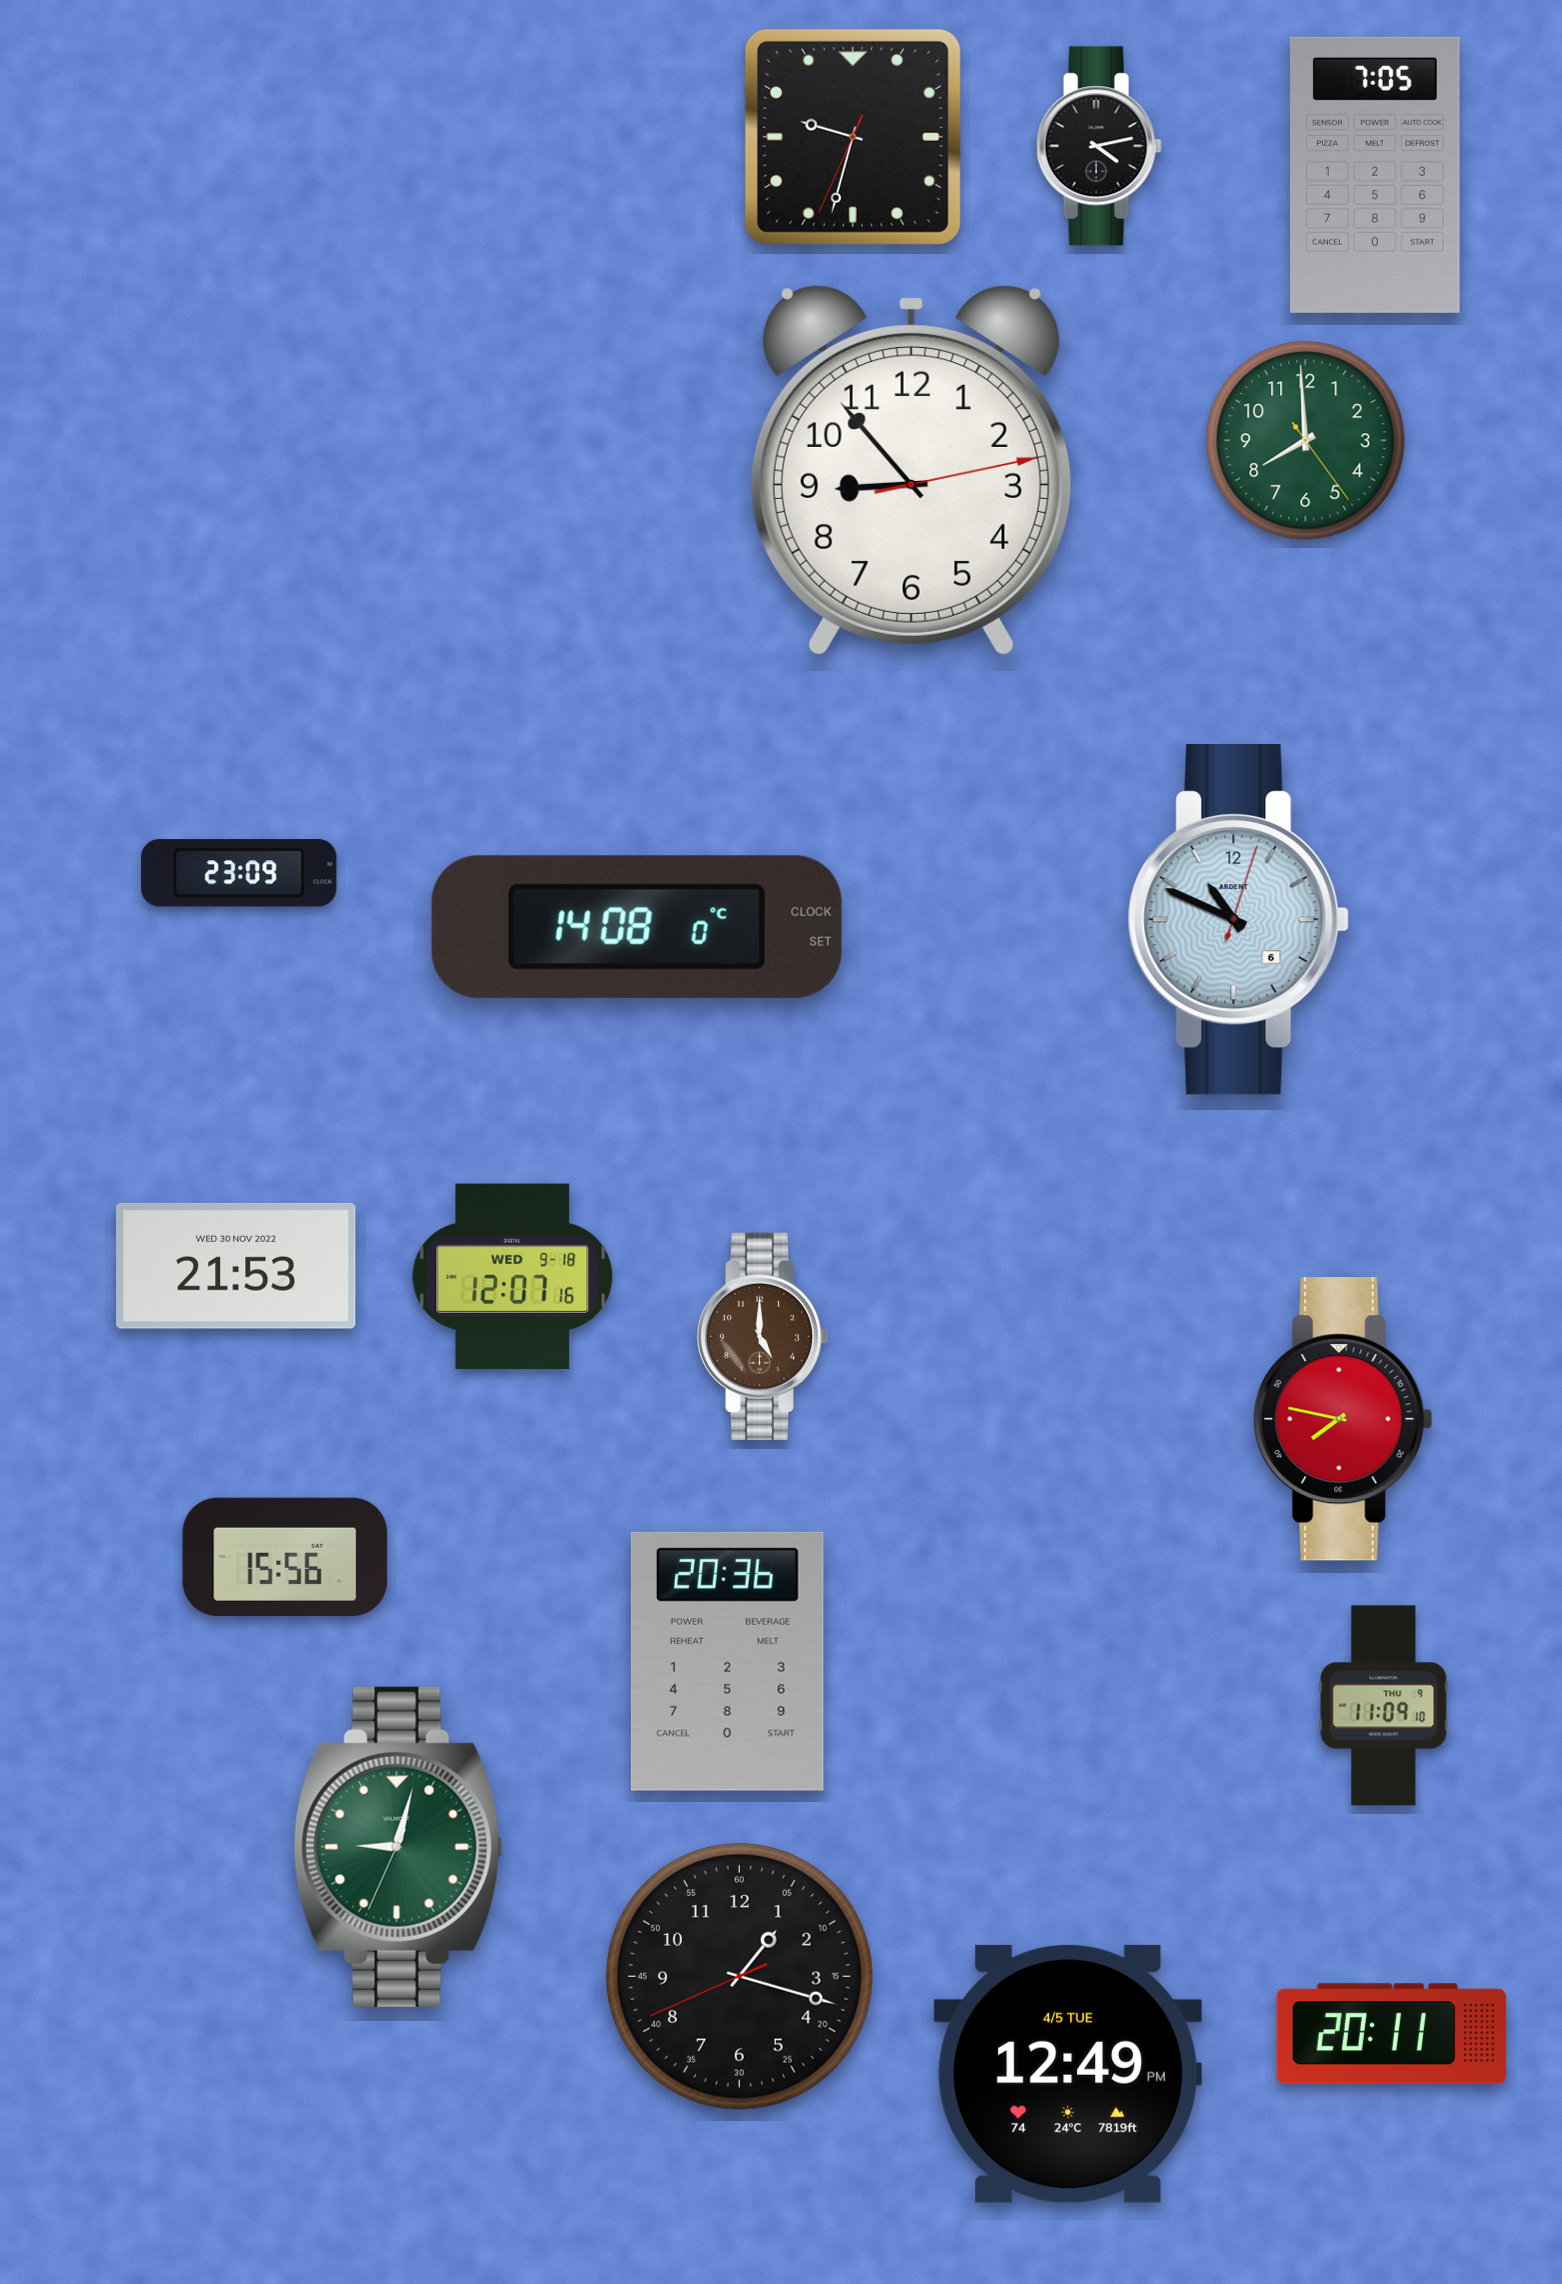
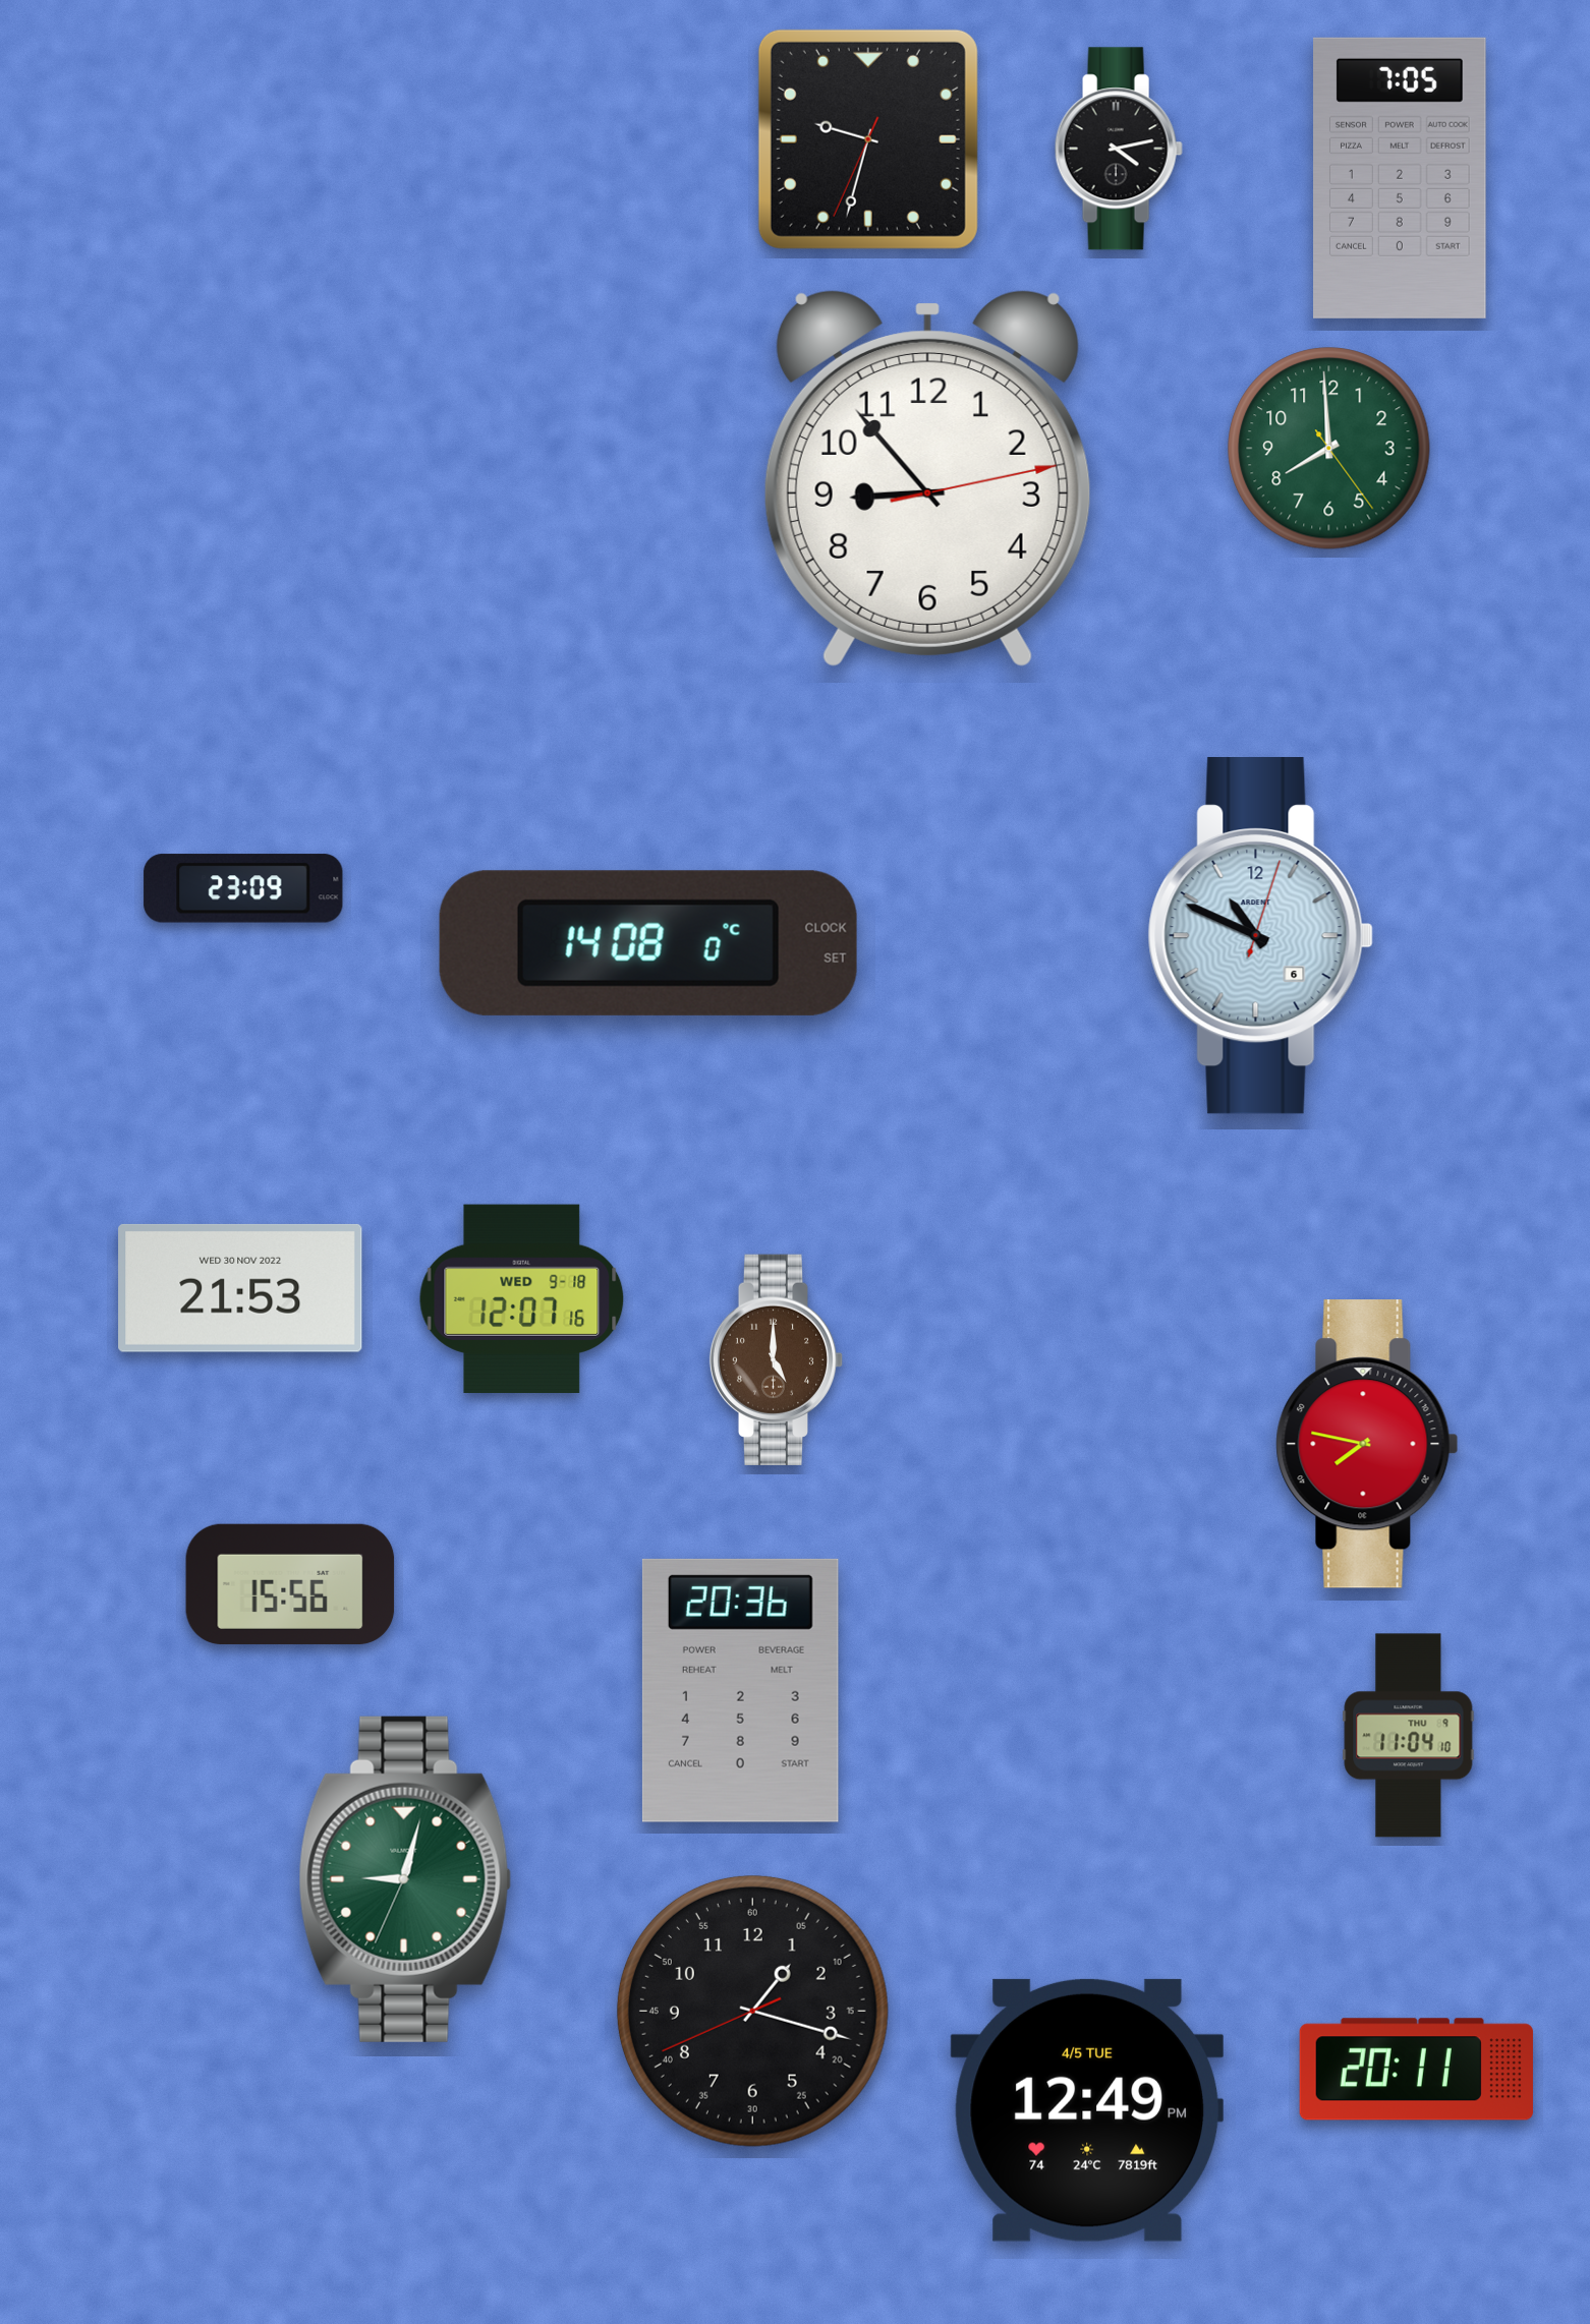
clock at (1384, 1706): 11:09 -> 11:04
